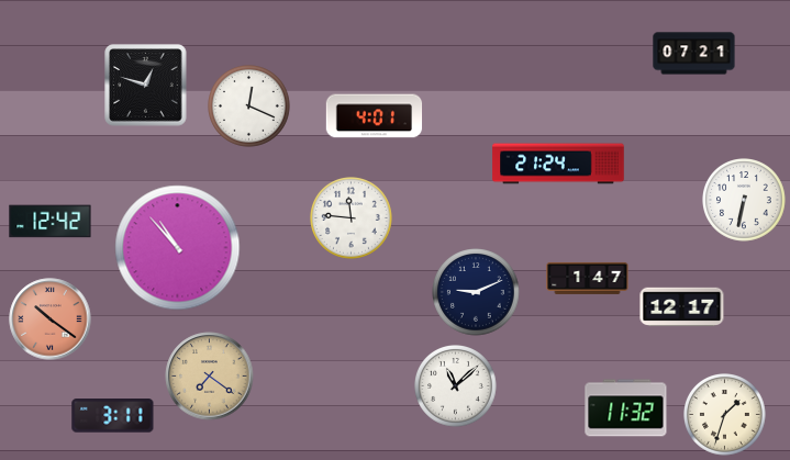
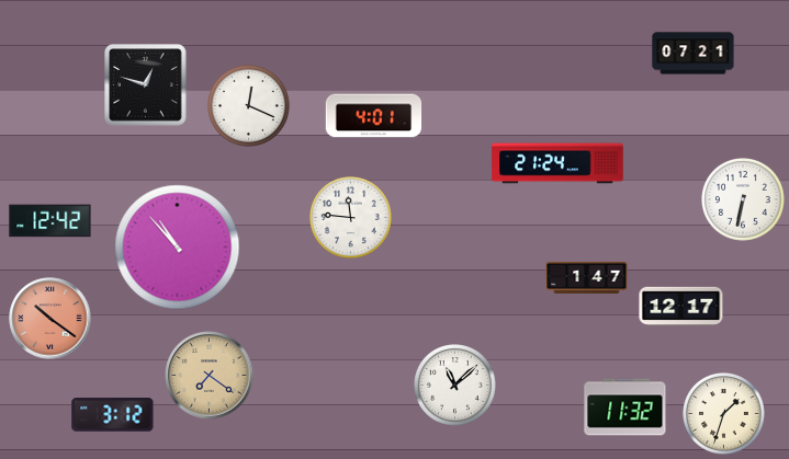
clock at (476, 292): 9:11 -> none
clock at (113, 416): 3:11 -> 3:12
